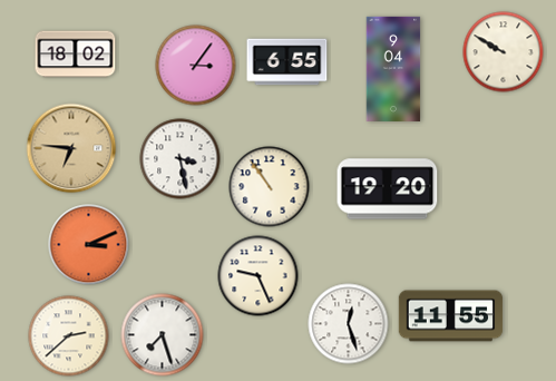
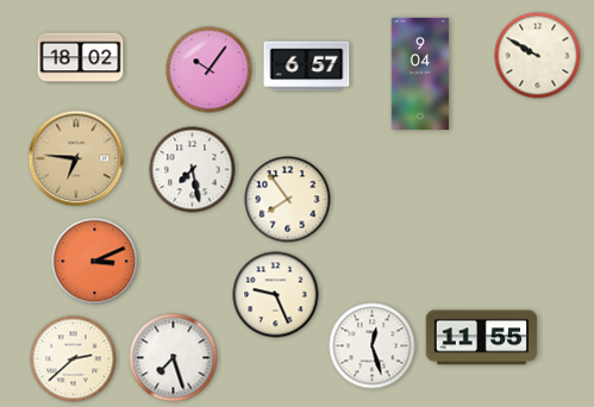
clock at (287, 62): 6:55 -> 6:57
clock at (196, 66): 3:06 -> 10:06
clock at (181, 159): 3:28 -> 7:28
clock at (270, 187): 10:54 -> 7:54
clock at (388, 189): 19:20 -> none
